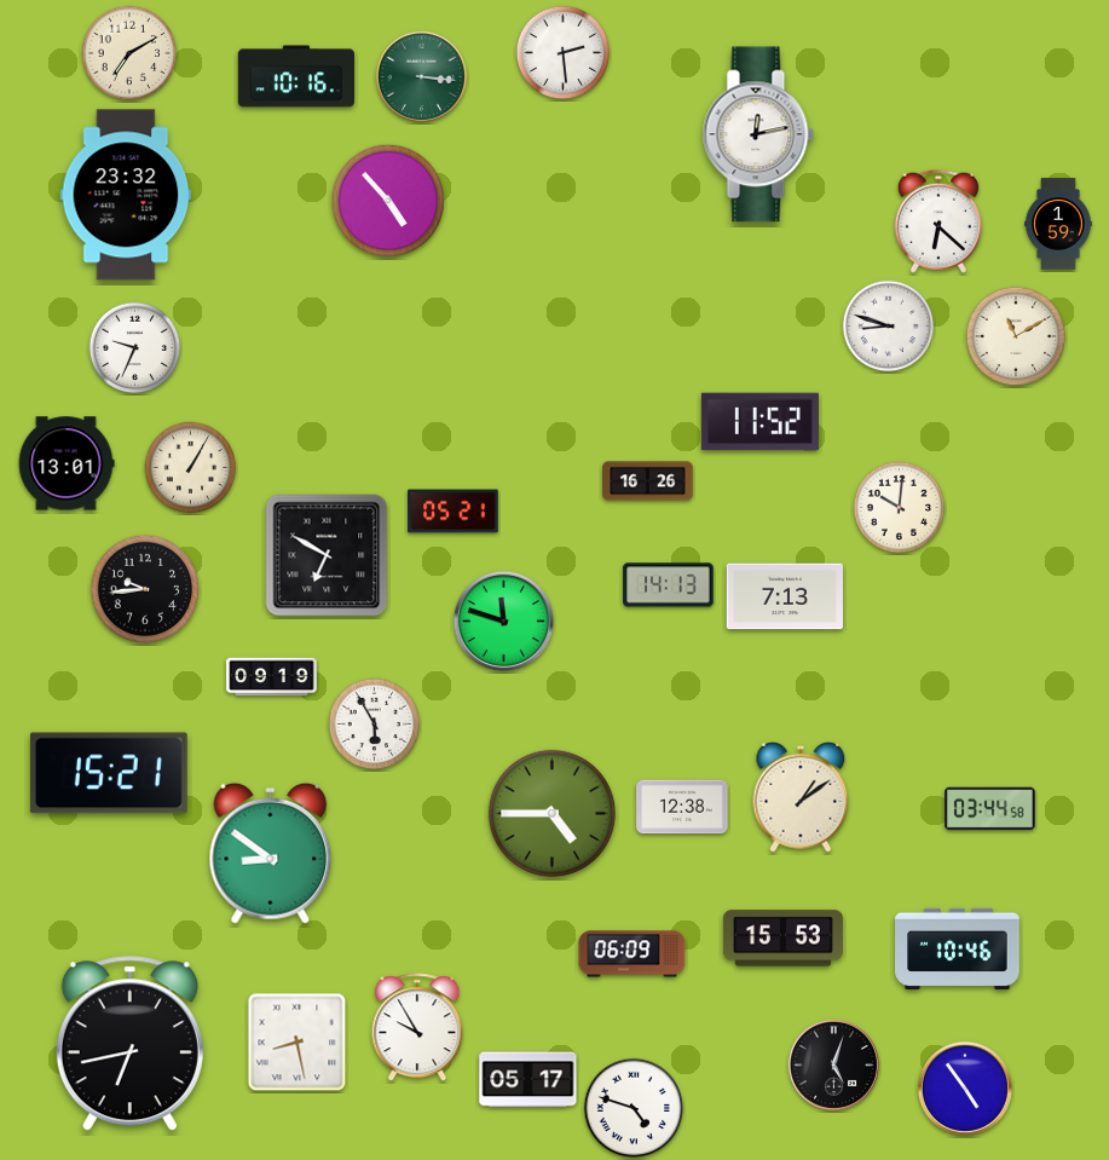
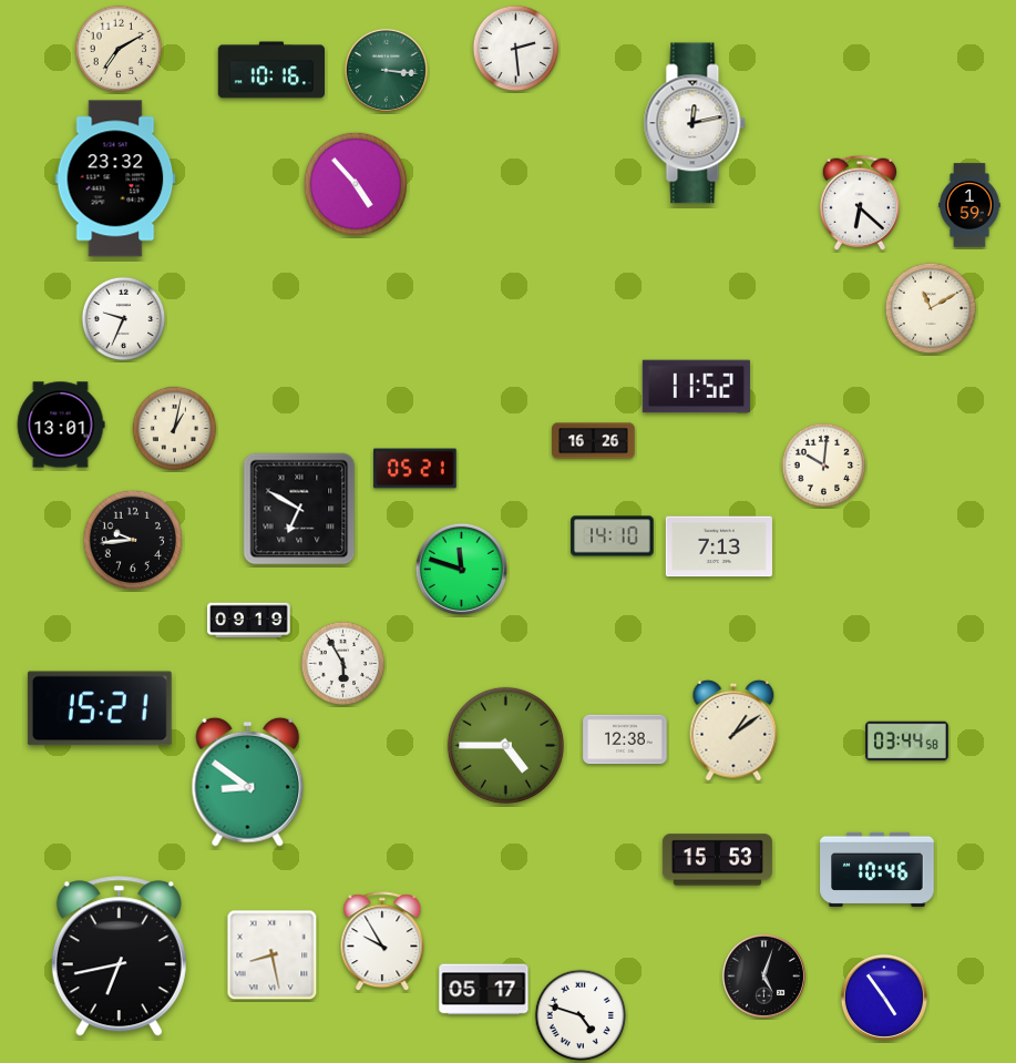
clock at (889, 327): 8:48 -> none
clock at (191, 468): 1:05 -> 1:02
clock at (669, 585): 14:13 -> 14:10
clock at (633, 954): 06:09 -> none
